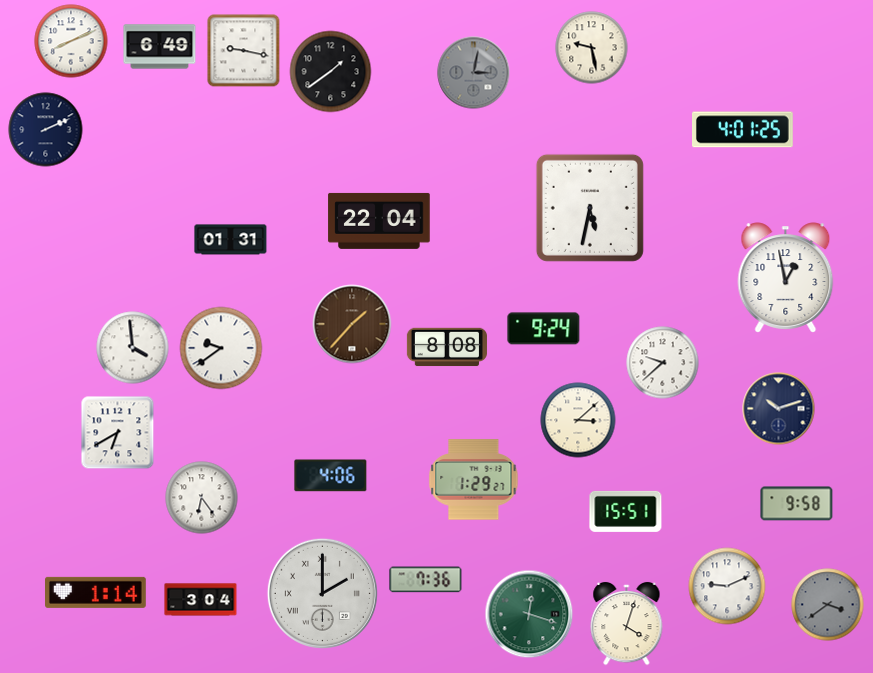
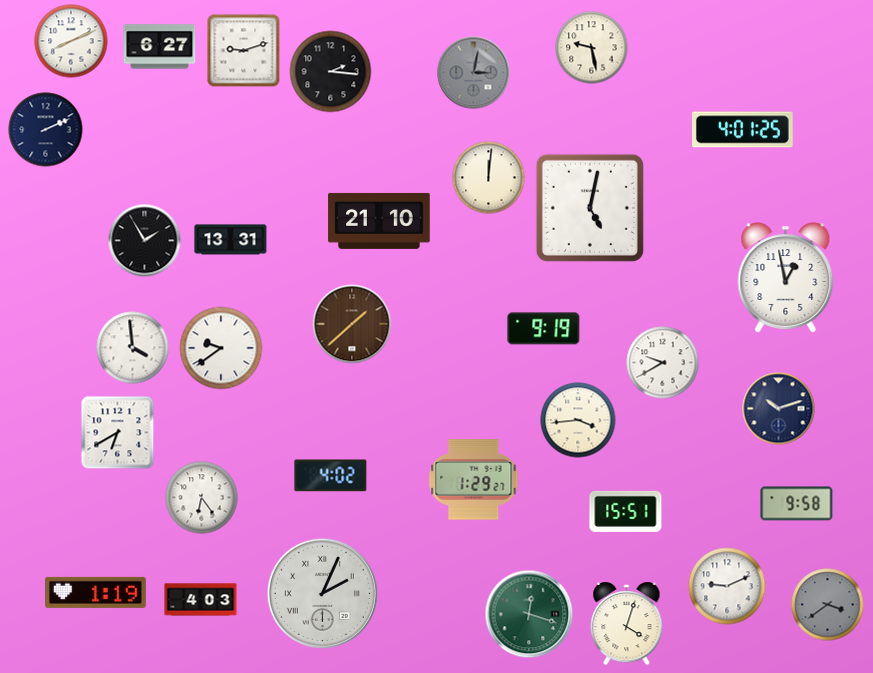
clock at (160, 47): 6:49 -> 6:27
clock at (244, 51): 9:17 -> 9:12
clock at (331, 72): 1:39 -> 2:16
clock at (489, 178): none -> 12:01
clock at (590, 208): 5:32 -> 5:02
clock at (379, 221): 22:04 -> 21:10
clock at (231, 240): 01:31 -> 13:31
clock at (145, 241): none -> 1:55
clock at (352, 324): 1:37 -> 1:38
clock at (544, 329): 9:24 -> 9:19
clock at (447, 347): 8:08 -> none
clock at (663, 363): 9:38 -> 9:40
clock at (578, 420): 3:08 -> 3:44
clock at (331, 476): 4:06 -> 4:02
clock at (426, 580): 7:36 -> none
clock at (96, 592): 1:14 -> 1:19
clock at (322, 593): 2:00 -> 2:04
clock at (201, 600): 3:04 -> 4:03
